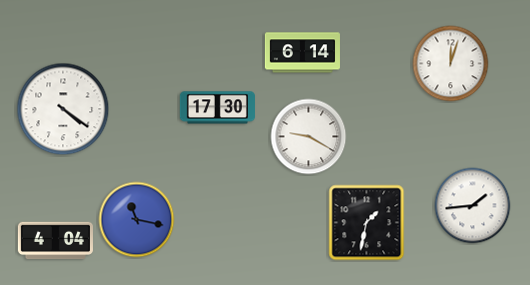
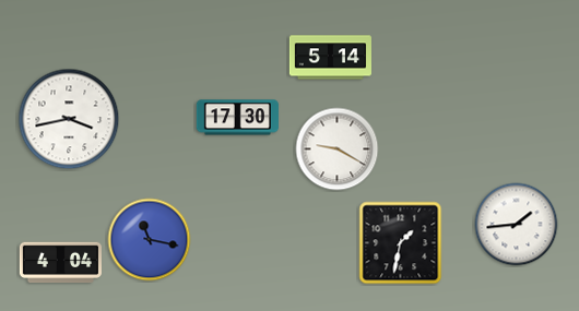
clock at (302, 53): 6:14 -> 5:14
clock at (451, 64): 12:03 -> none
clock at (63, 109): 4:21 -> 3:43
